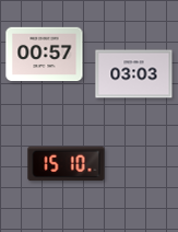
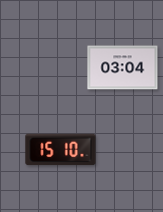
clock at (45, 55): 00:57 -> none
clock at (134, 74): 03:03 -> 03:04
